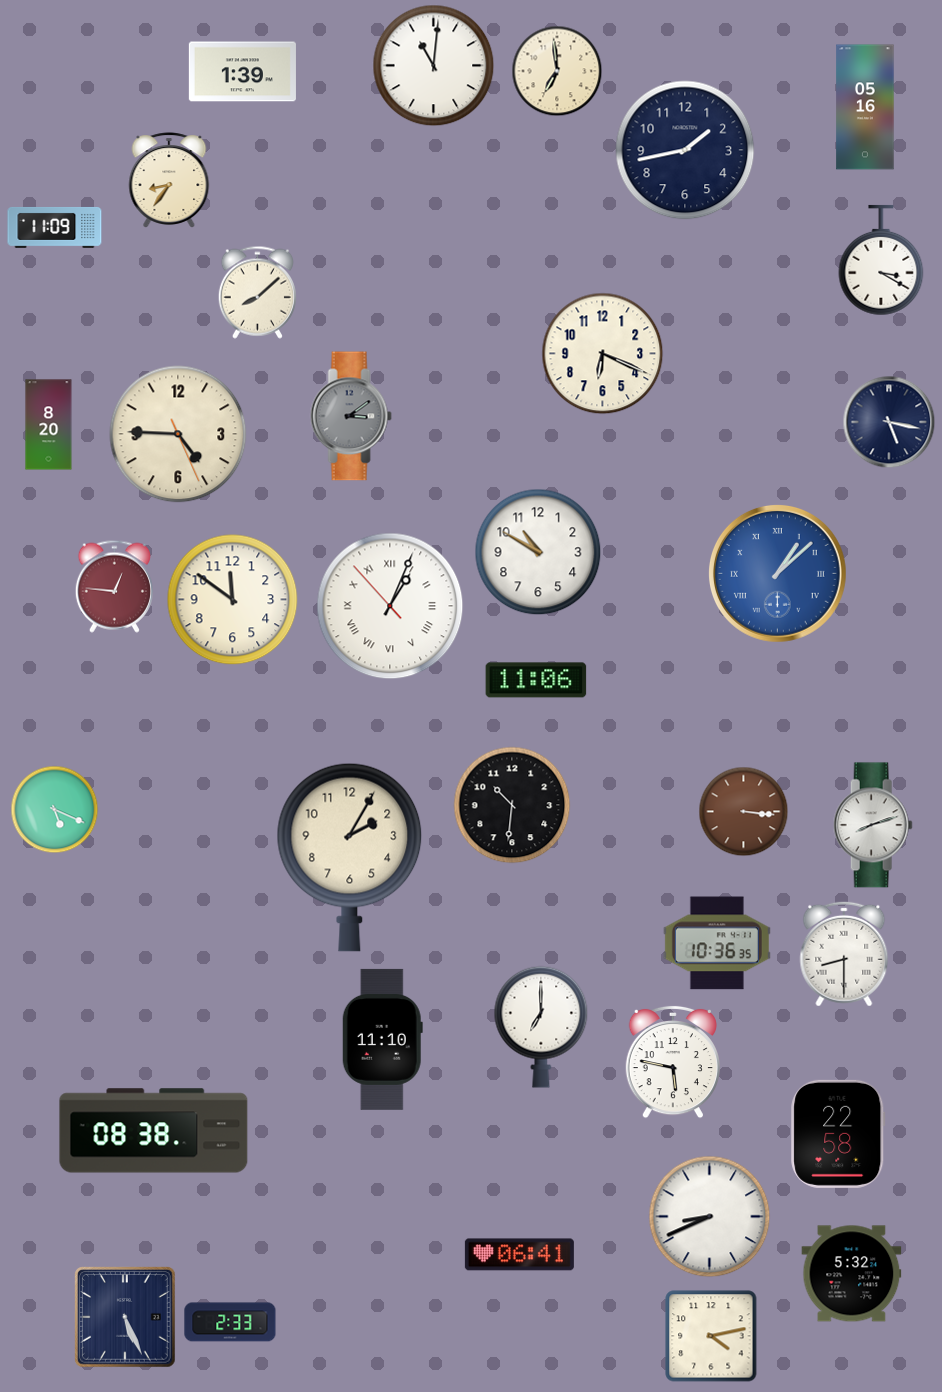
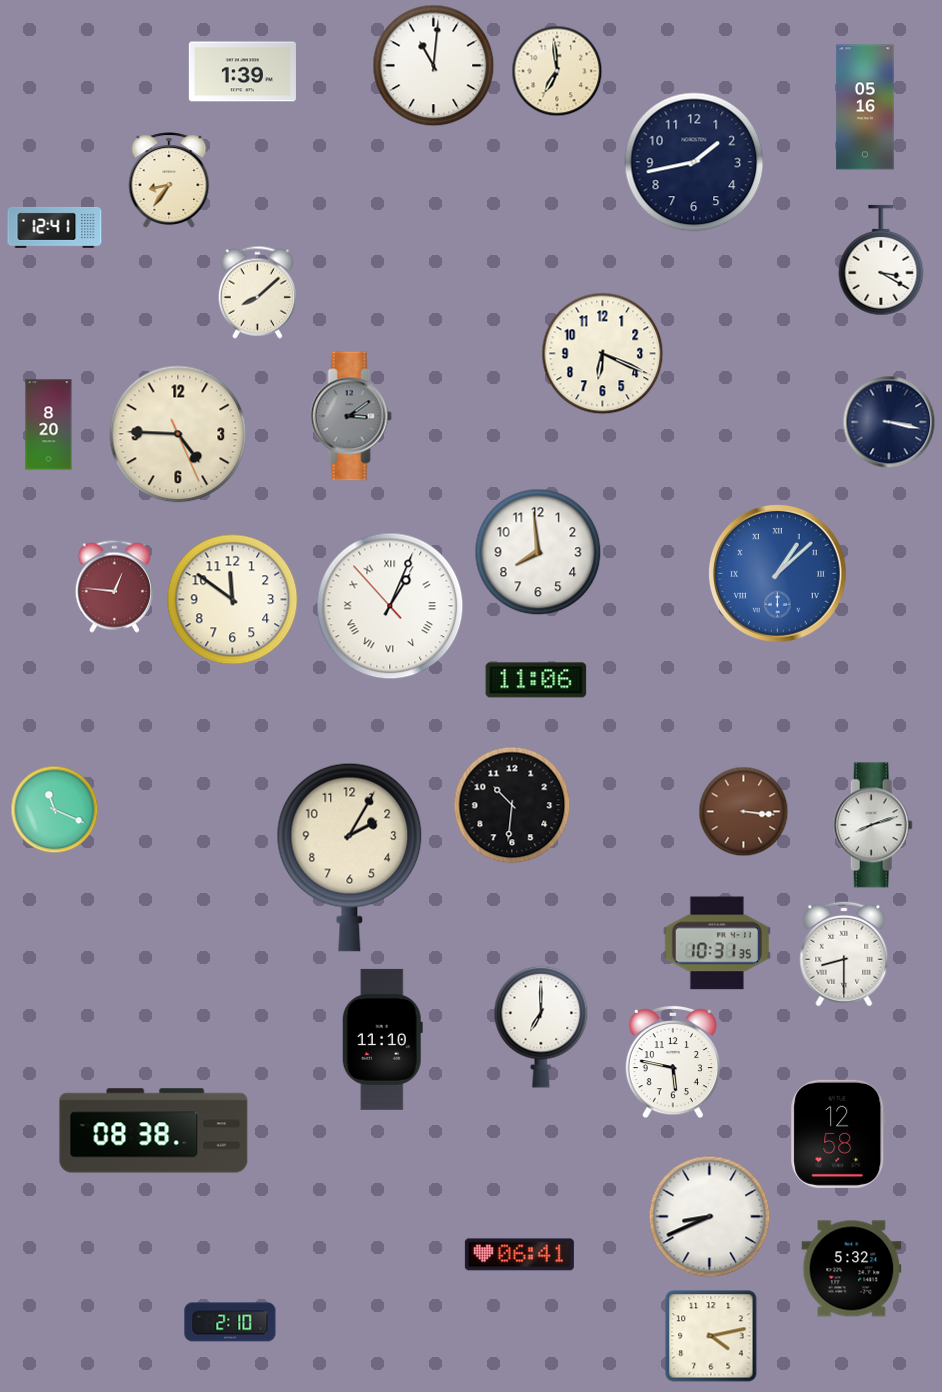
clock at (685, 150) position: (685, 150) -> (694, 162)
clock at (55, 227): 11:09 -> 12:41
clock at (889, 422): 5:17 -> 3:17
clock at (538, 552): 10:50 -> 7:59
clock at (55, 810): 5:19 -> 11:19
clock at (717, 943): 10:36 -> 10:31
clock at (838, 1134): 22:58 -> 12:58
clock at (852, 1274) position: (852, 1274) -> (852, 1269)
clock at (125, 1317): 5:26 -> none
clock at (230, 1322): 2:33 -> 2:10
